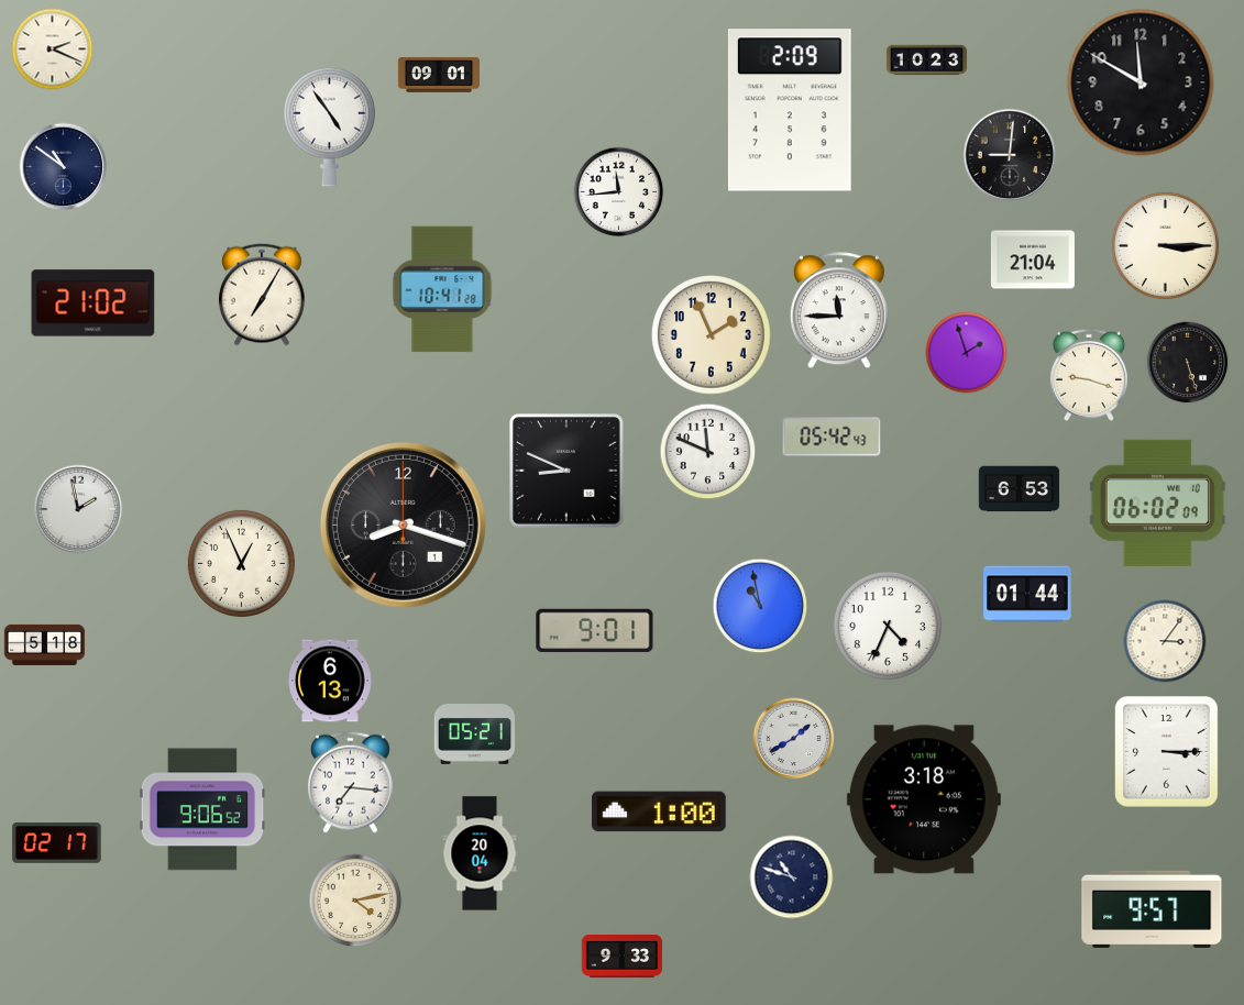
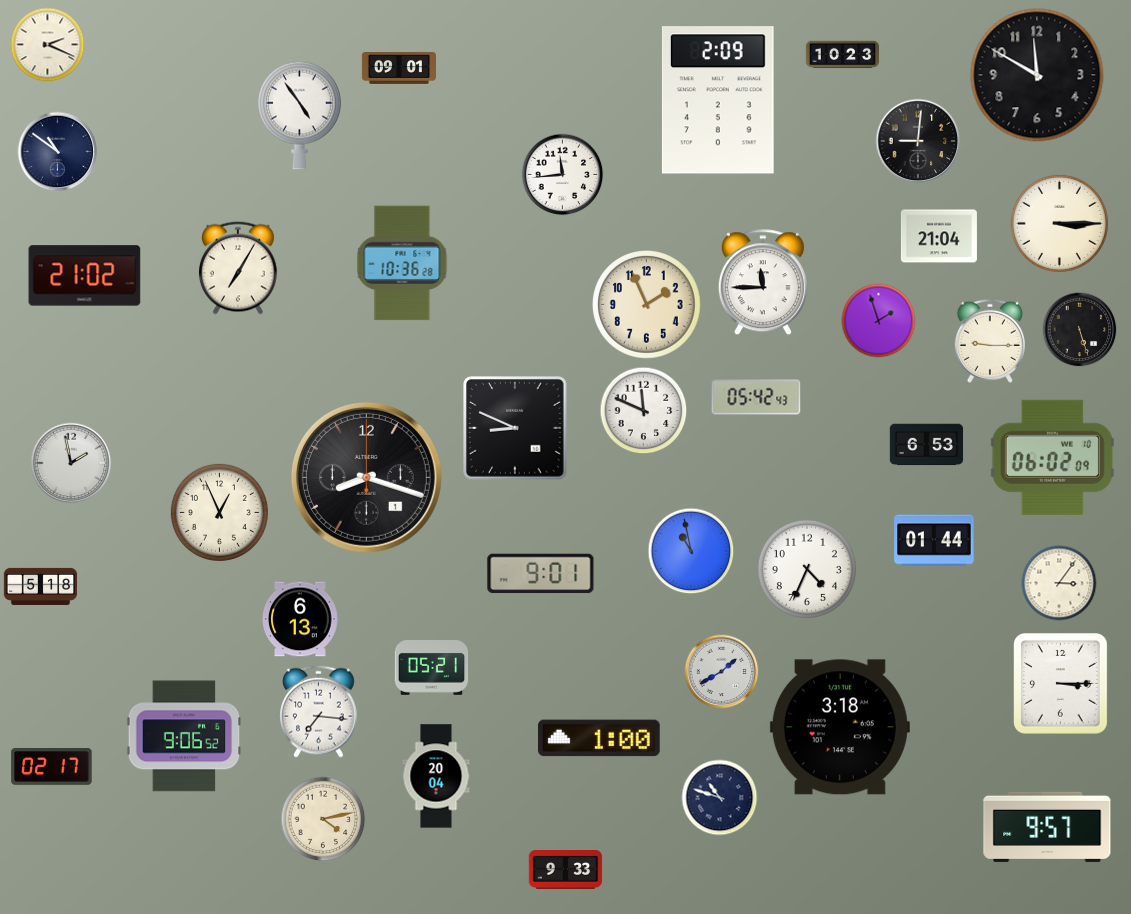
clock at (442, 289): 10:41 -> 10:36
clock at (1089, 375): 9:18 -> 9:15
